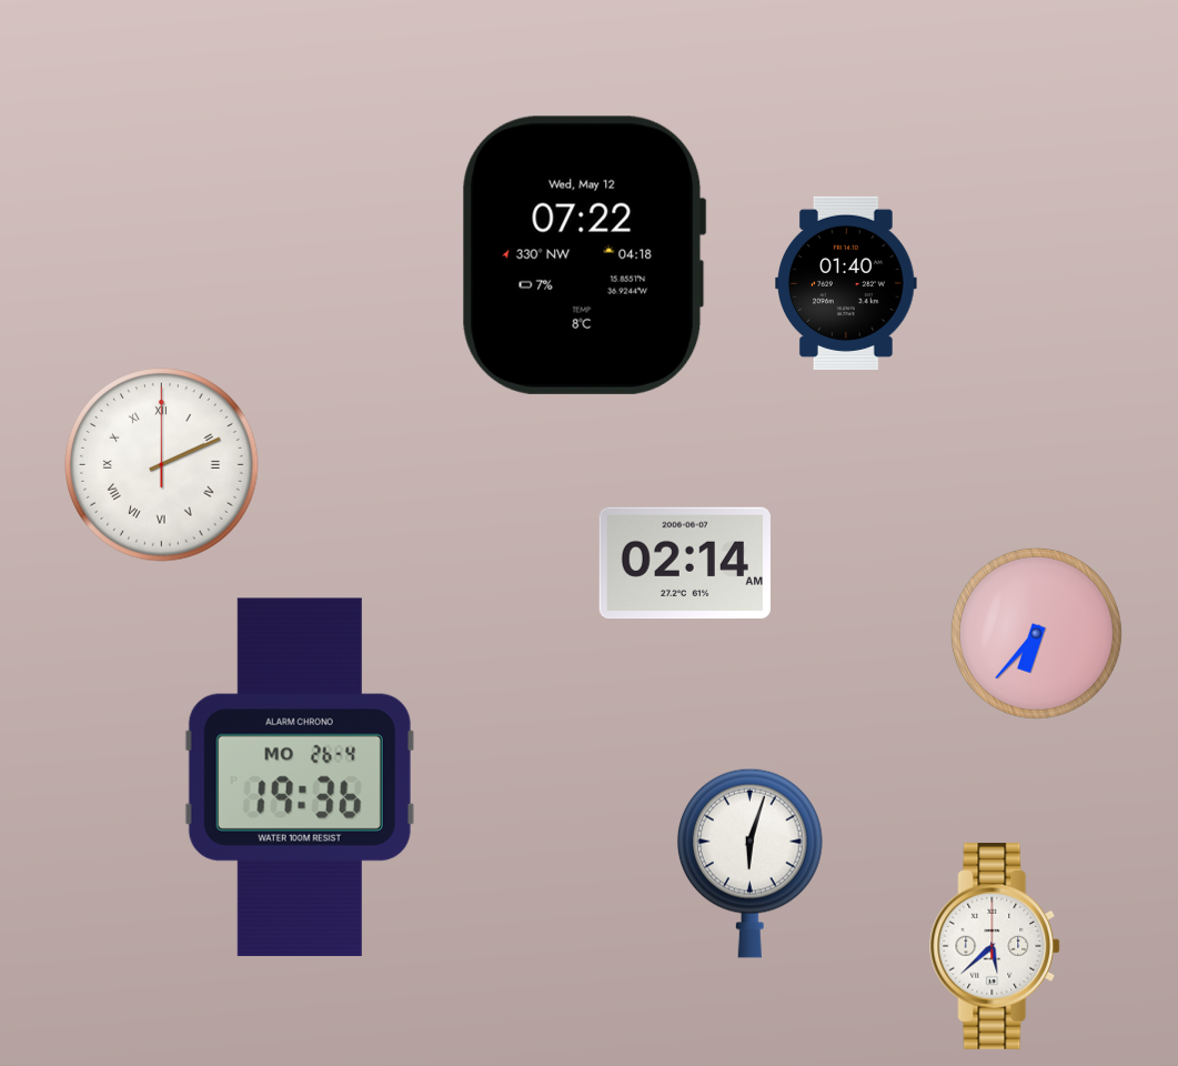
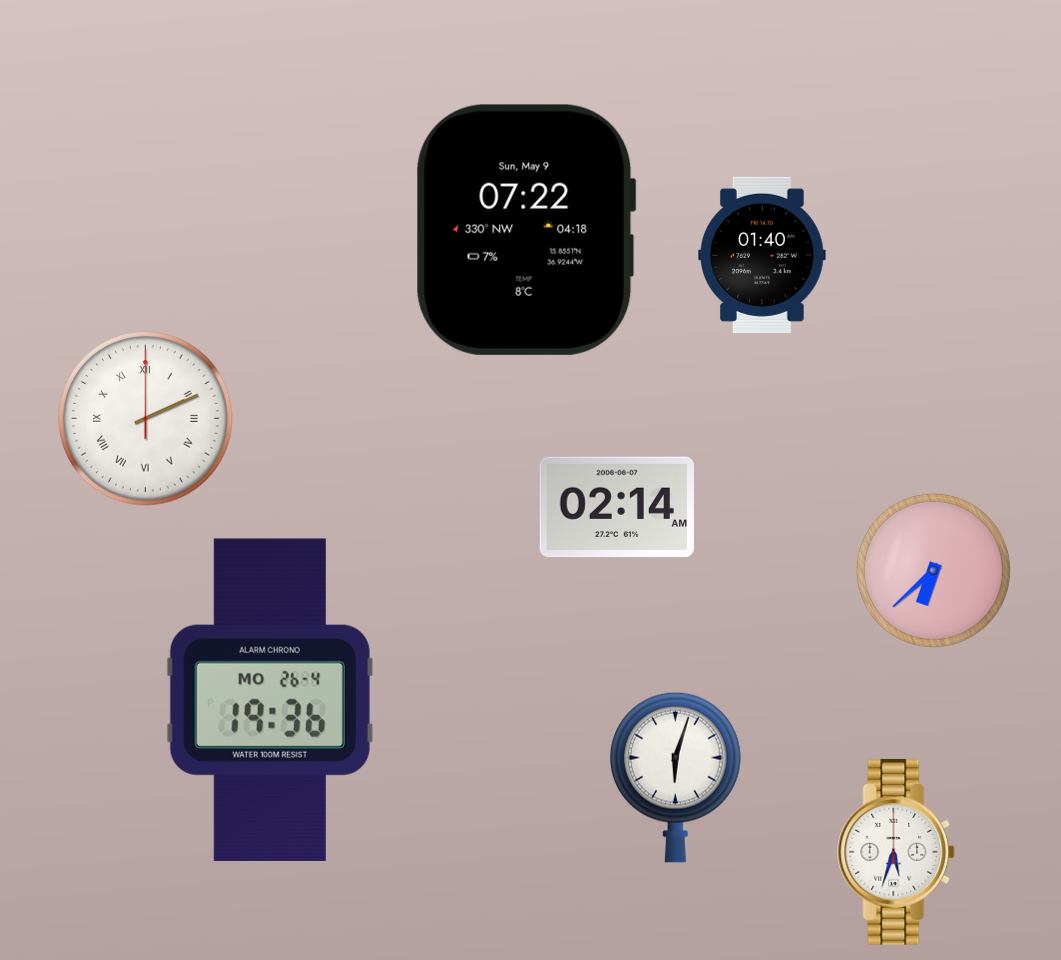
clock at (584, 255) date: Wed, May 12 -> Sun, May 9
clock at (1036, 633): 6:37 -> 6:38
clock at (996, 946): 5:38 -> 5:33
